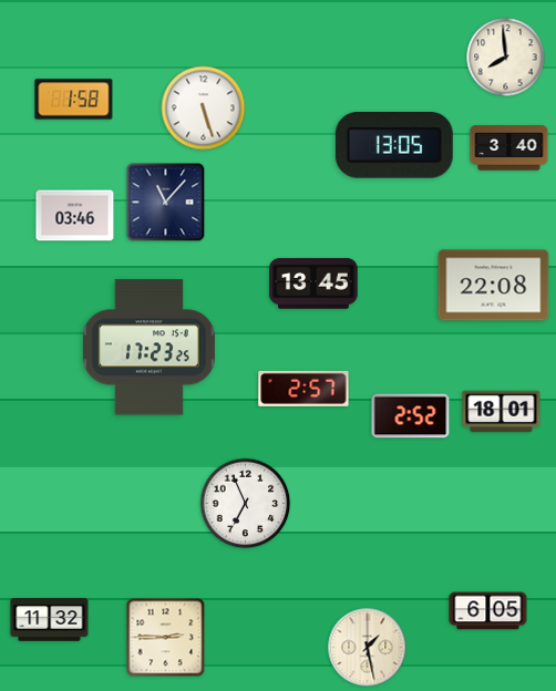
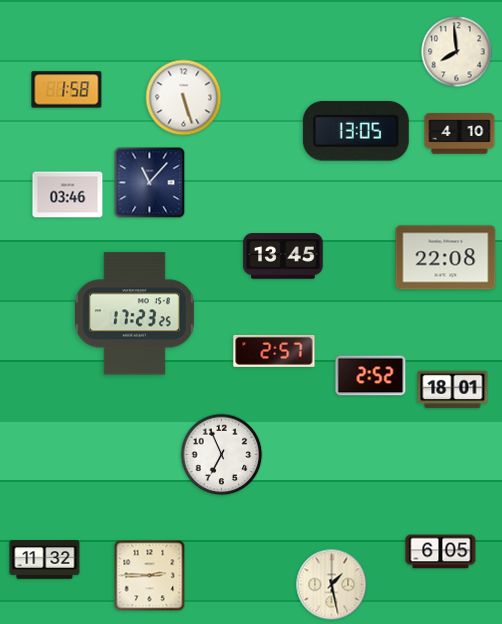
clock at (509, 148): 3:40 -> 4:10
clock at (502, 412) position: (502, 412) -> (453, 390)
